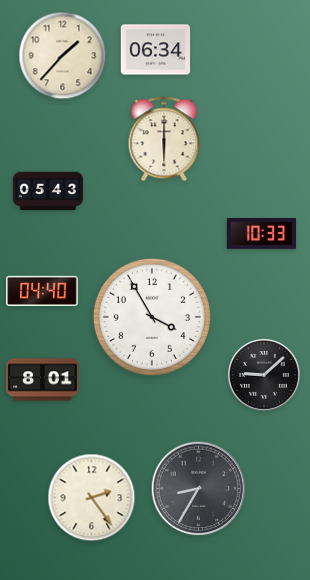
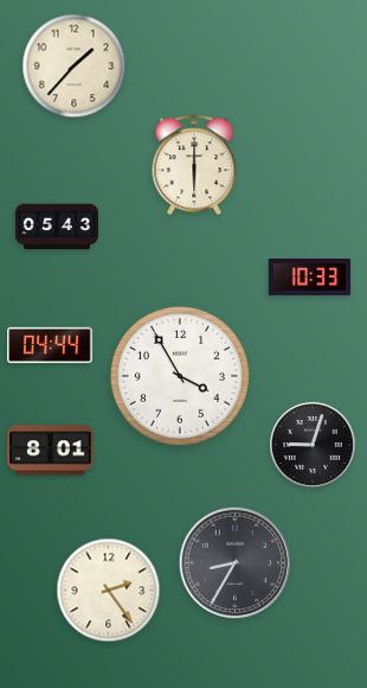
clock at (156, 50): 06:34 -> none
clock at (42, 291): 04:40 -> 04:44
clock at (264, 375): 9:08 -> 9:03
clock at (199, 489) position: (199, 489) -> (236, 563)
